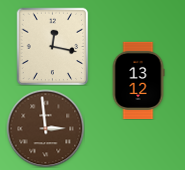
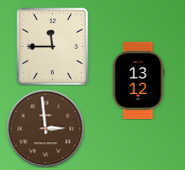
clock at (53, 46): 12:17 -> 11:45
